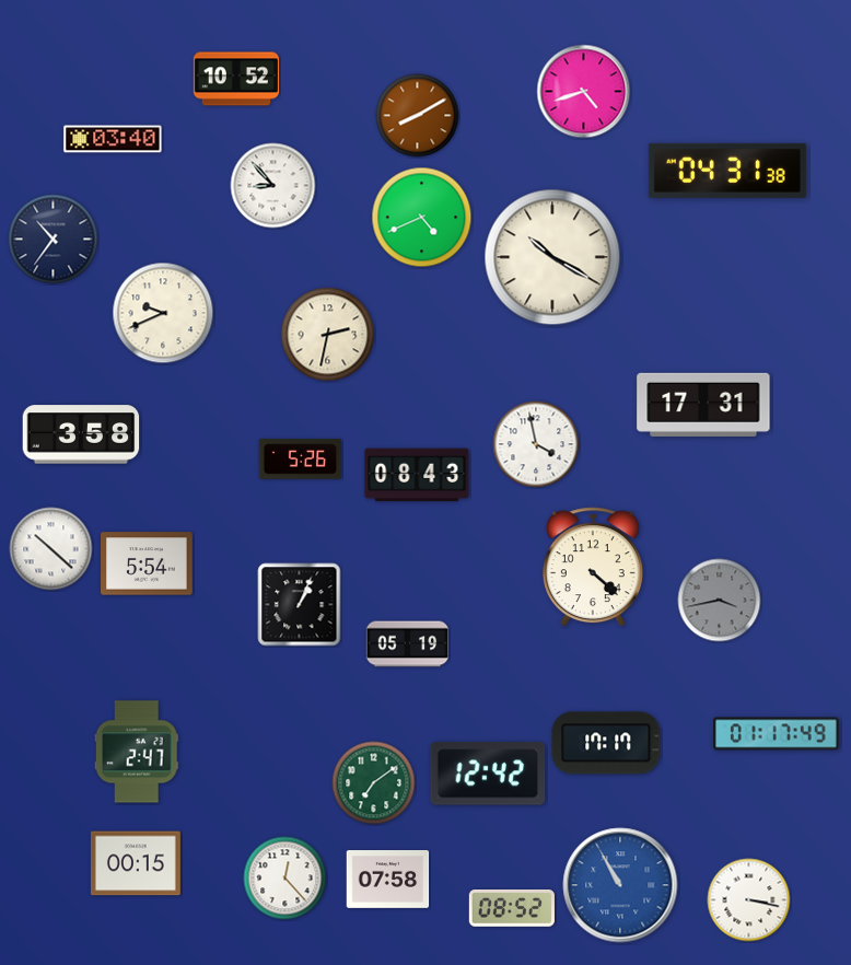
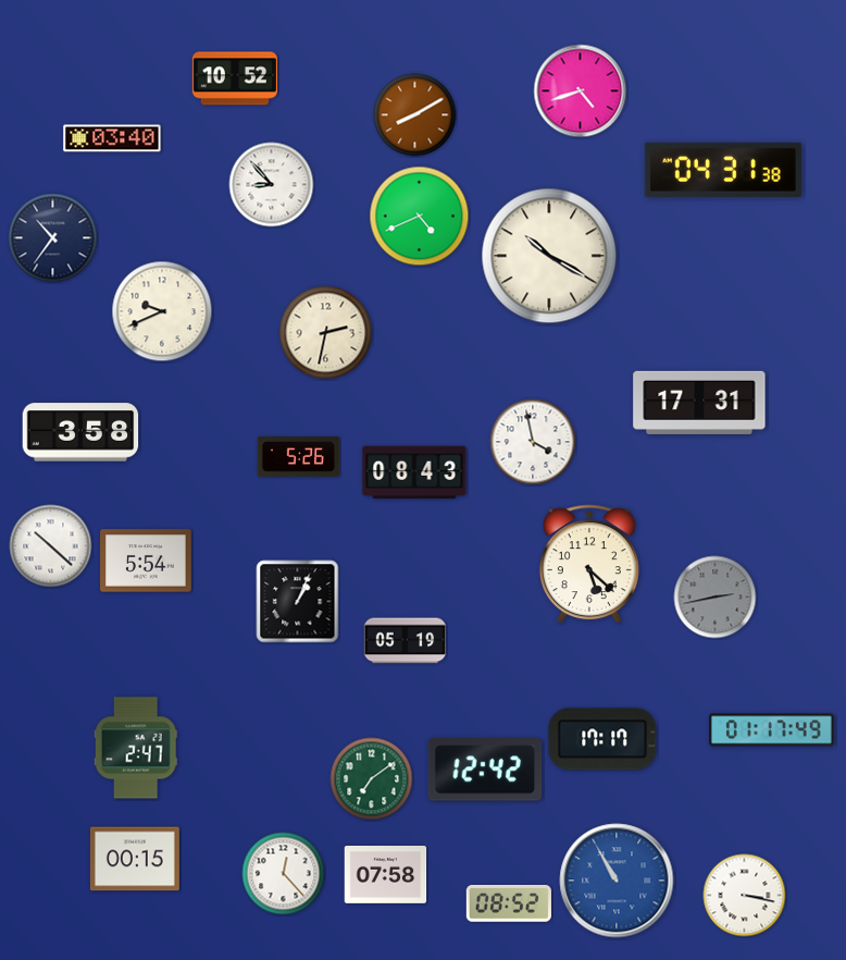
clock at (593, 567): 4:22 -> 5:22
clock at (720, 601): 3:43 -> 2:43
